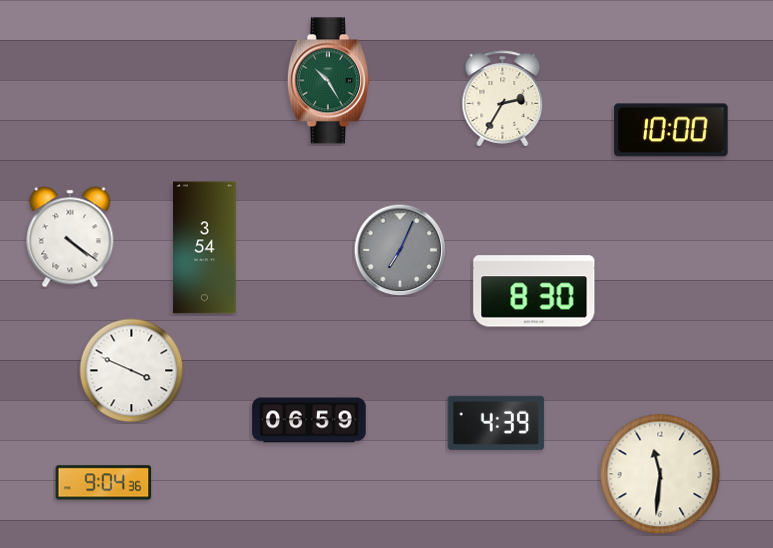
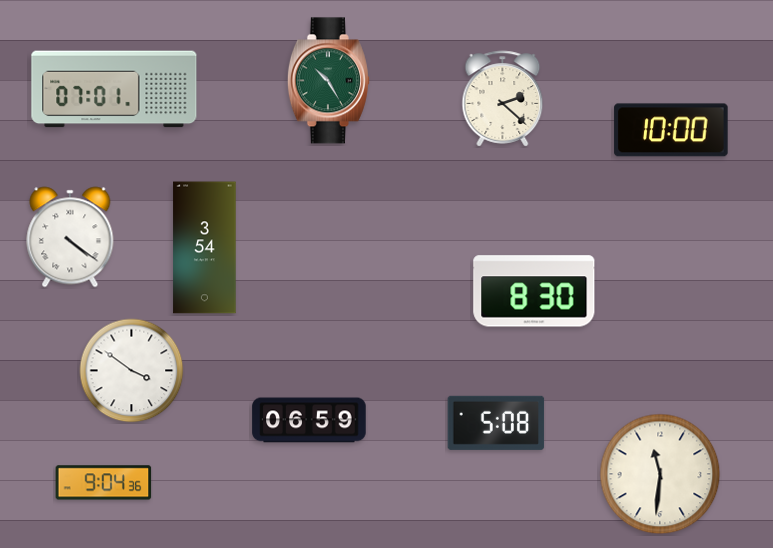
clock at (114, 89): none -> 07:01
clock at (503, 99): 2:35 -> 2:22
clock at (400, 250): 7:04 -> none
clock at (132, 371): 3:49 -> 3:51
clock at (496, 423): 4:39 -> 5:08
